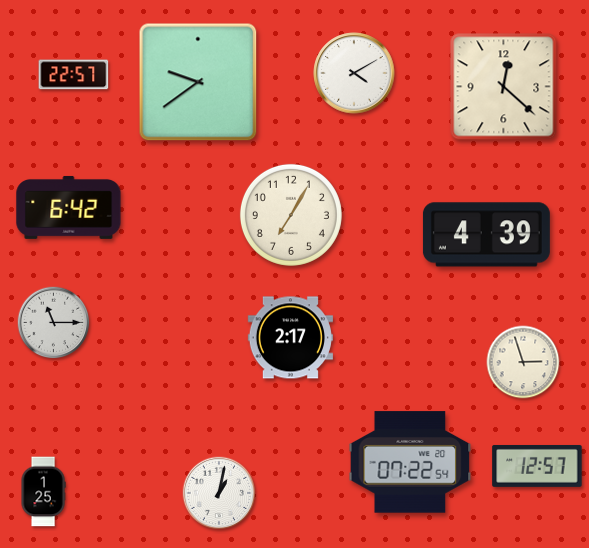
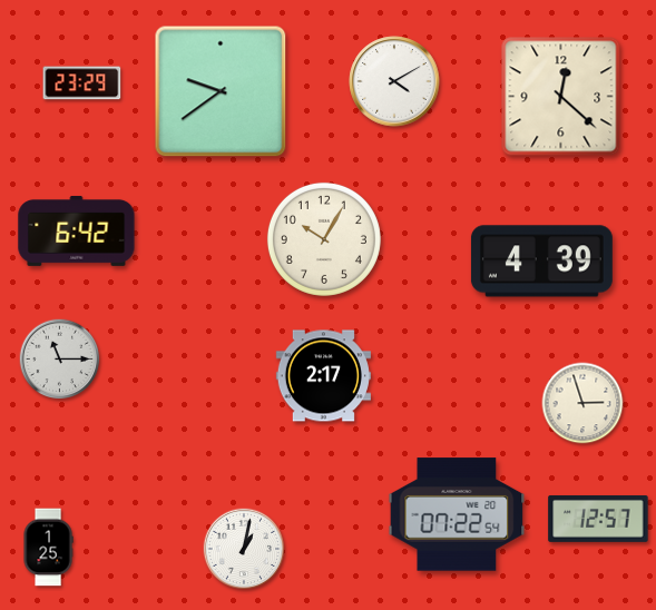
clock at (74, 75): 22:57 -> 23:29
clock at (291, 215): 7:05 -> 10:05
